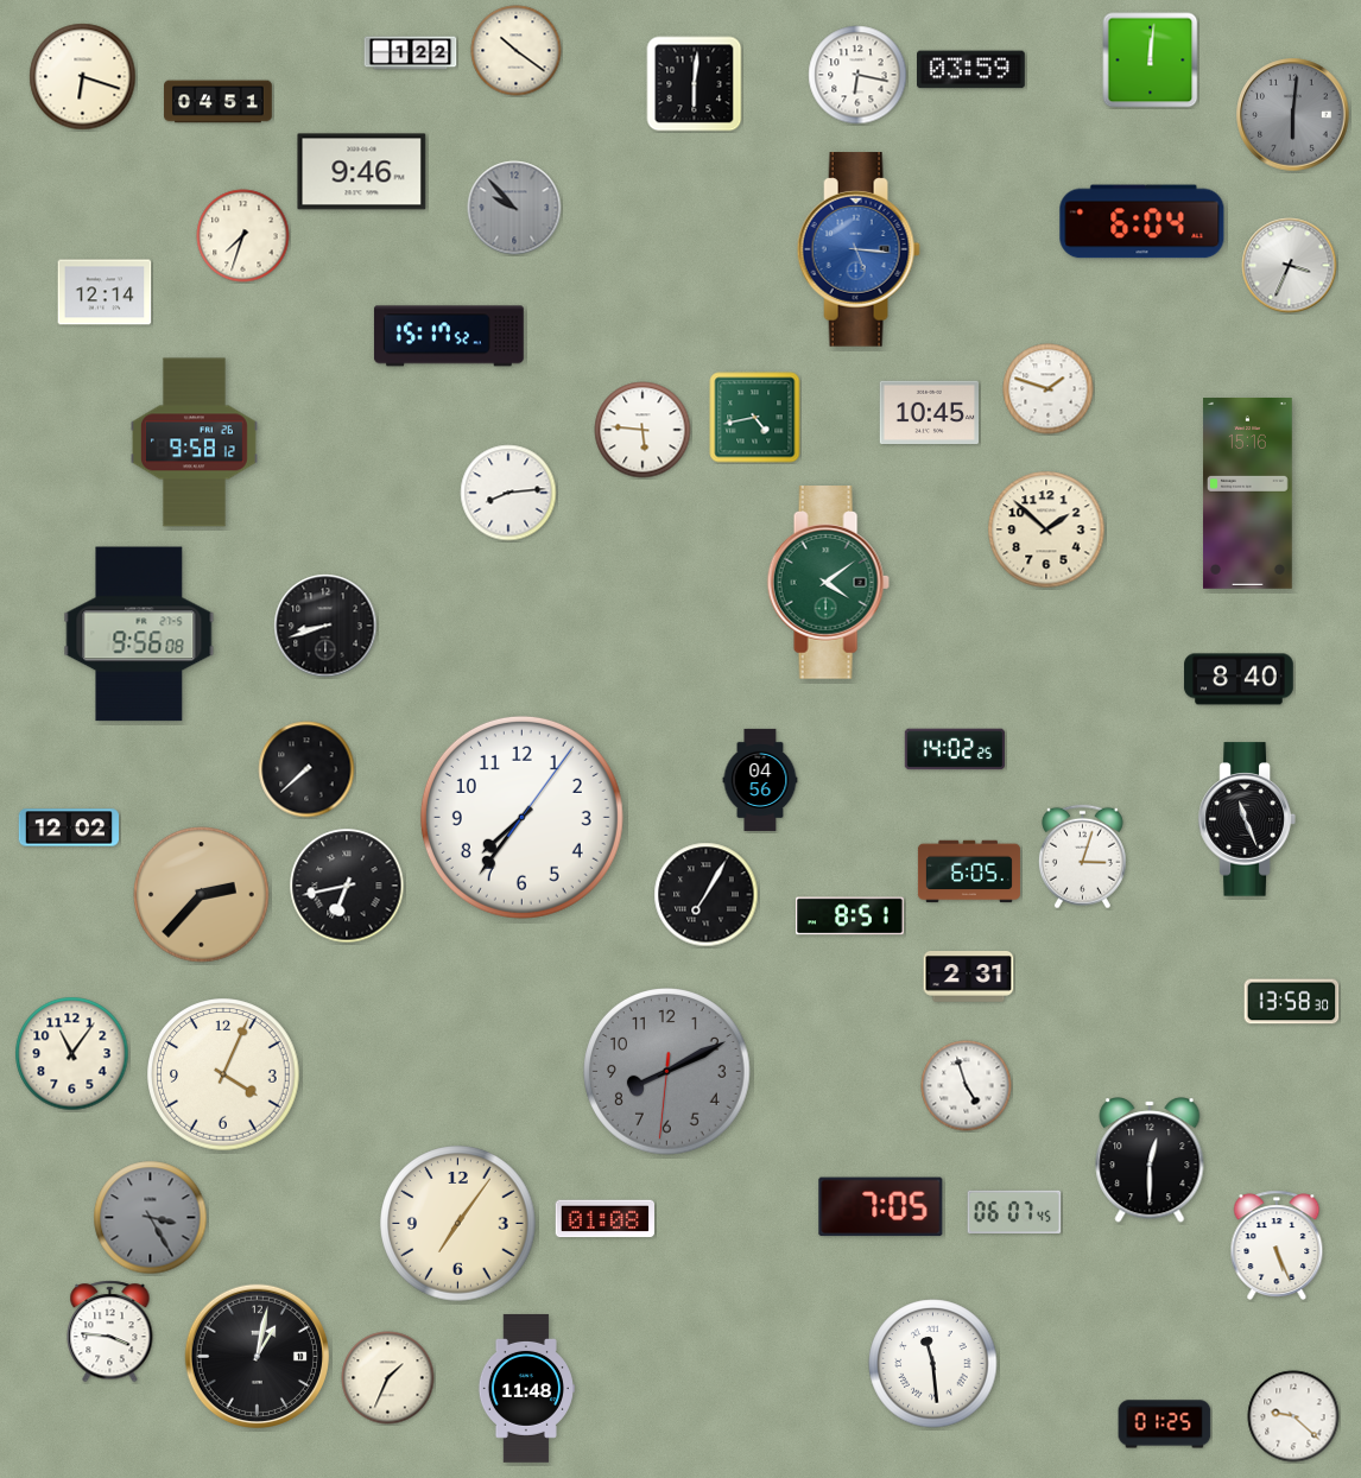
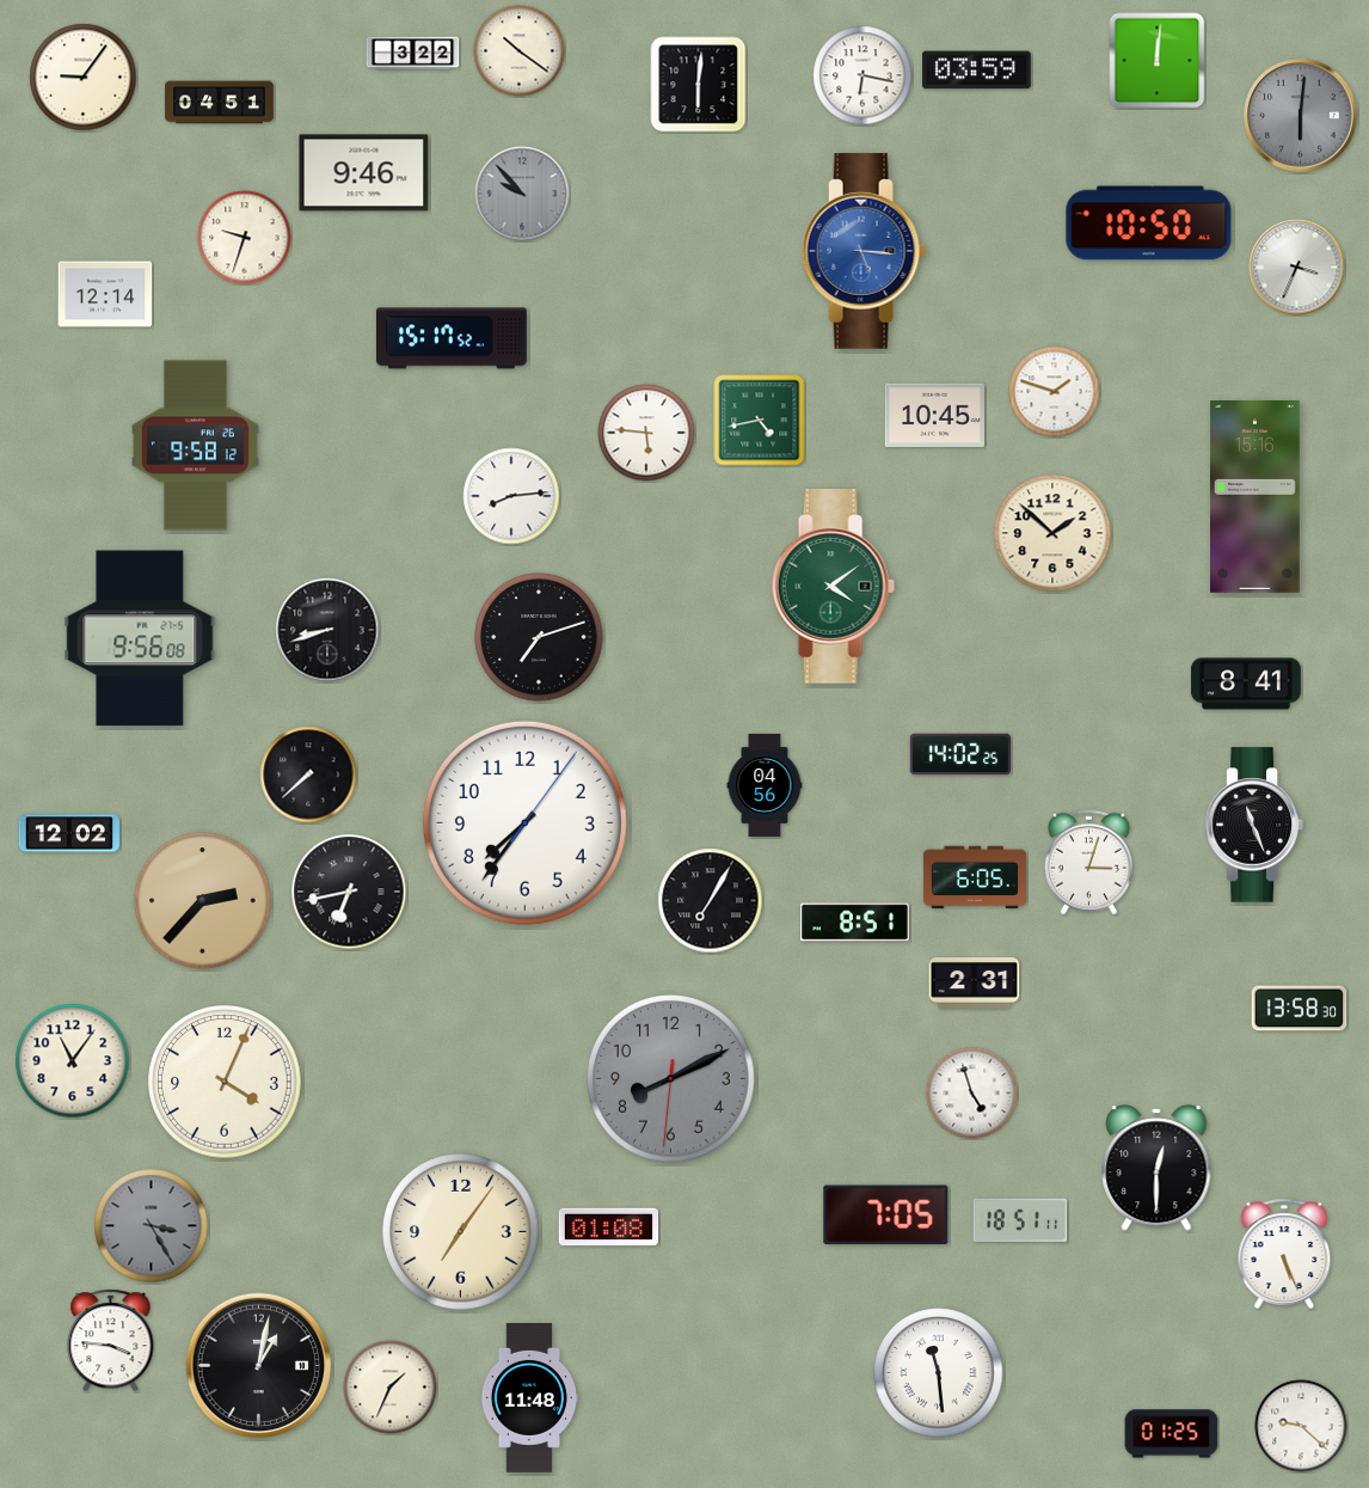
clock at (411, 53): 1:22 -> 3:22
clock at (83, 77): 6:18 -> 9:06
clock at (514, 208) position: (514, 208) -> (522, 194)
clock at (1142, 222): 6:04 -> 10:50
clock at (243, 236): 7:33 -> 9:33
clock at (539, 637): none -> 7:12
clock at (1239, 679): 8:40 -> 8:41
clock at (1014, 1212): 06:07 -> 18:51
